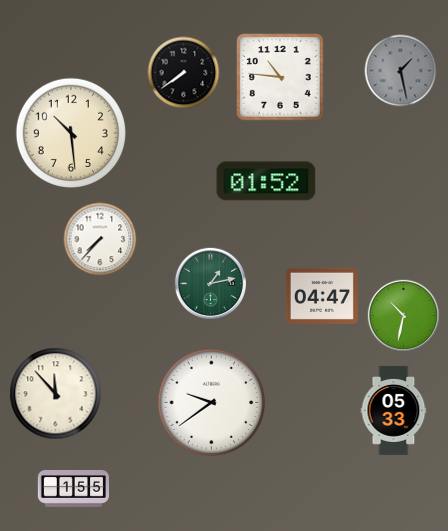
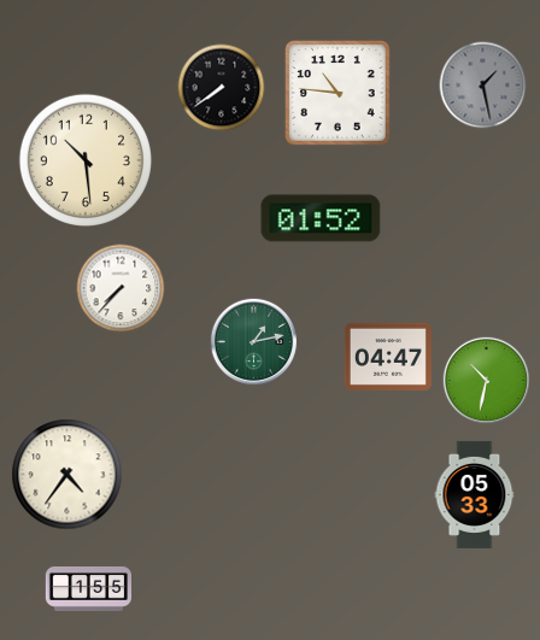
clock at (56, 394): 11:53 -> 4:36
clock at (212, 403): 9:39 -> none
